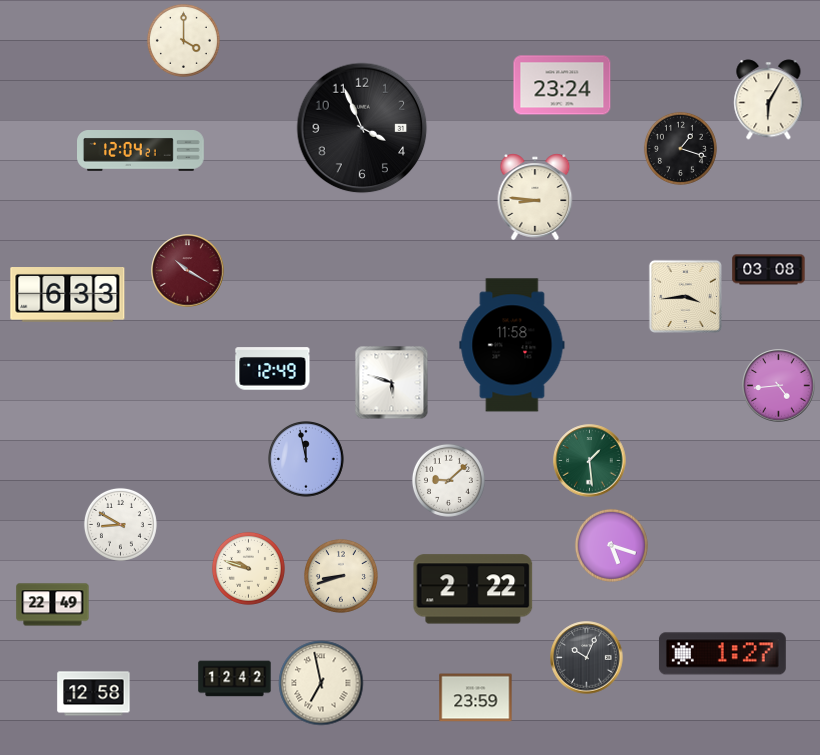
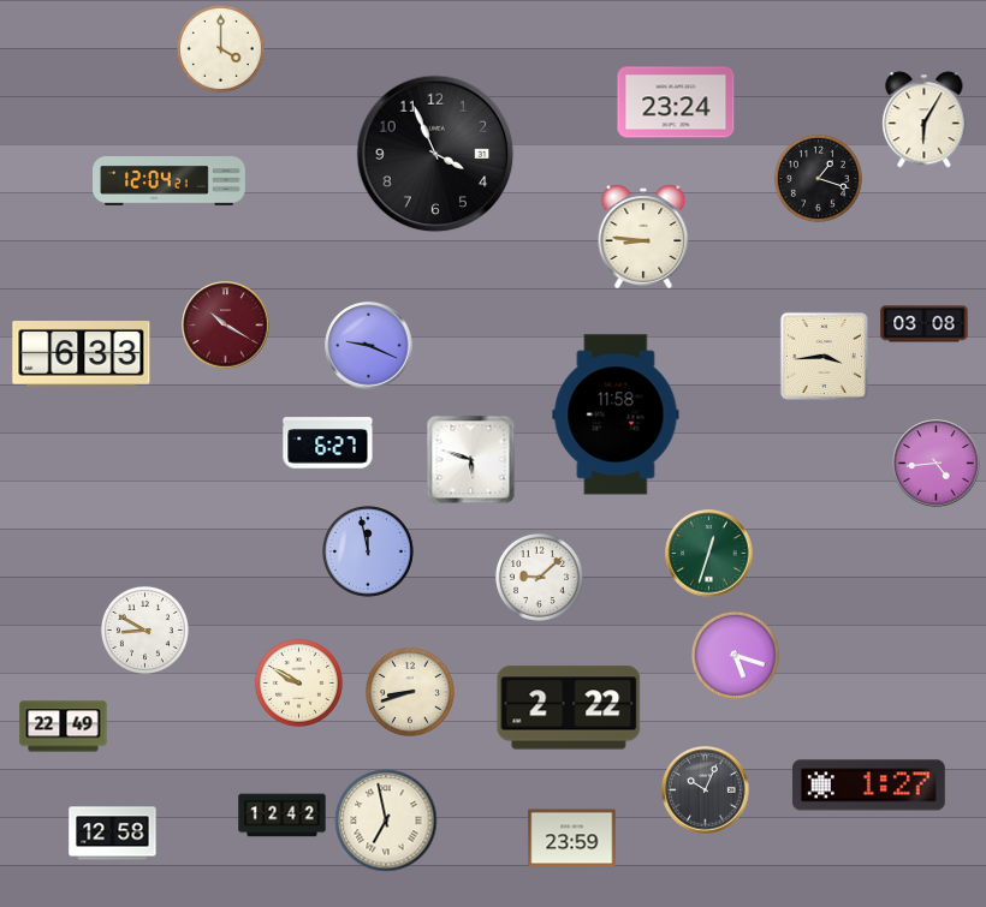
clock at (369, 346): none -> 9:19
clock at (273, 369): 12:49 -> 6:27
clock at (590, 461): 1:29 -> 12:33
clock at (248, 568): 9:48 -> 9:50
